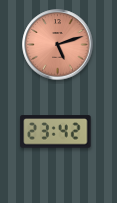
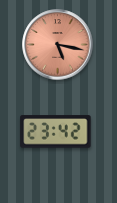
clock at (58, 45): 5:12 -> 5:17
